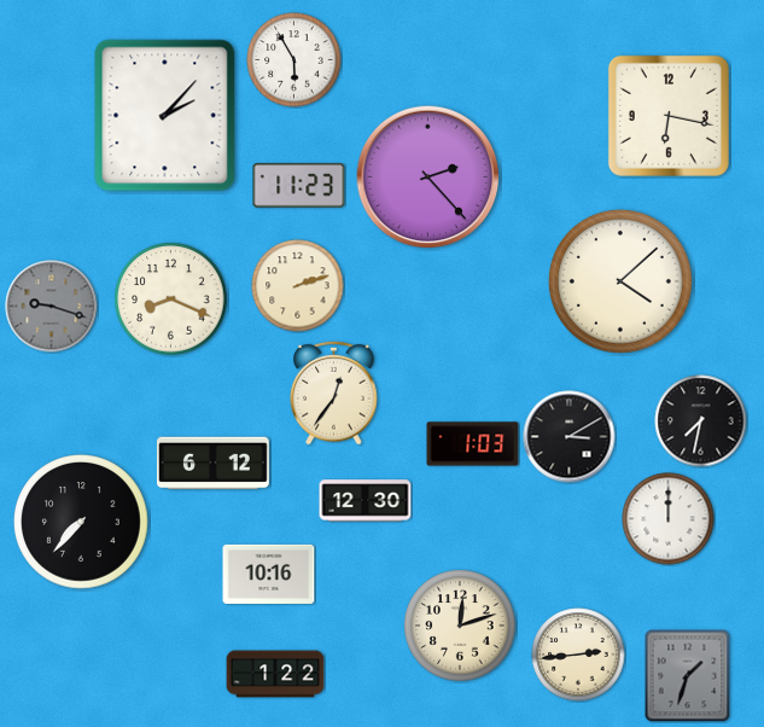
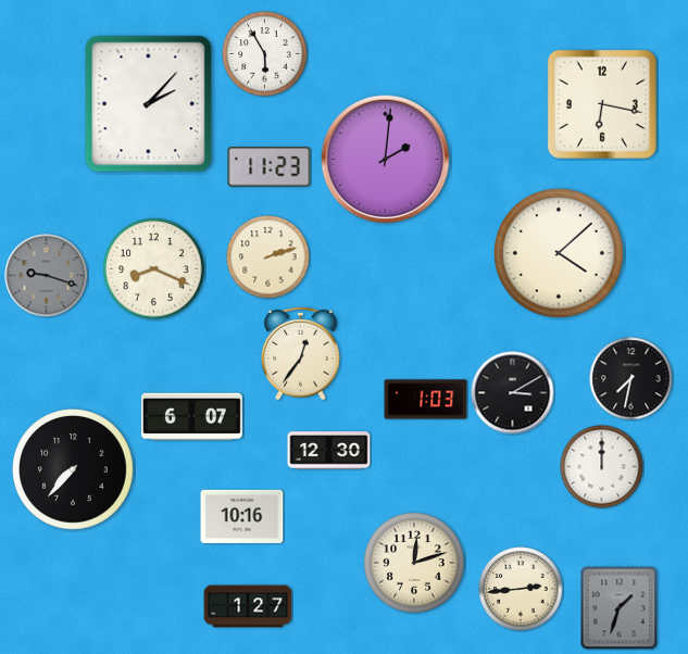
clock at (428, 178): 2:23 -> 2:01
clock at (212, 464): 6:12 -> 6:07
clock at (275, 674): 1:22 -> 1:27
